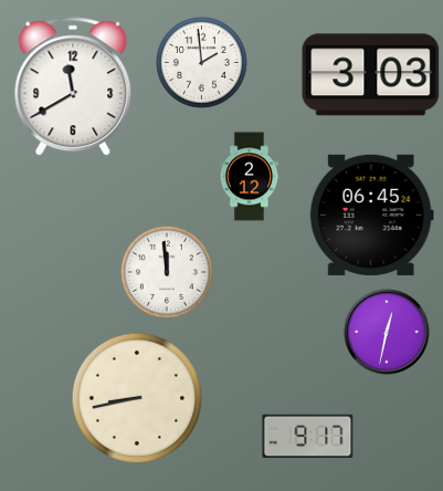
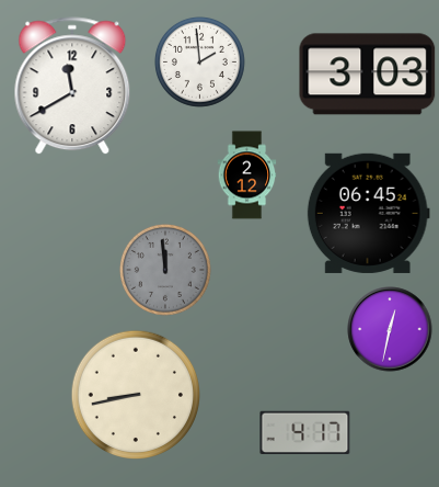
clock at (167, 272) dial: white -> grey
clock at (387, 332) position: (387, 332) -> (390, 329)
clock at (308, 436): 9:17 -> 4:17
